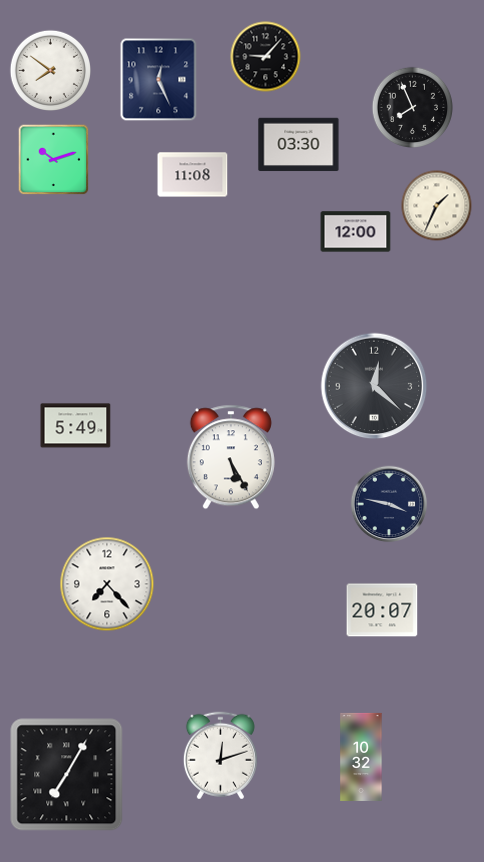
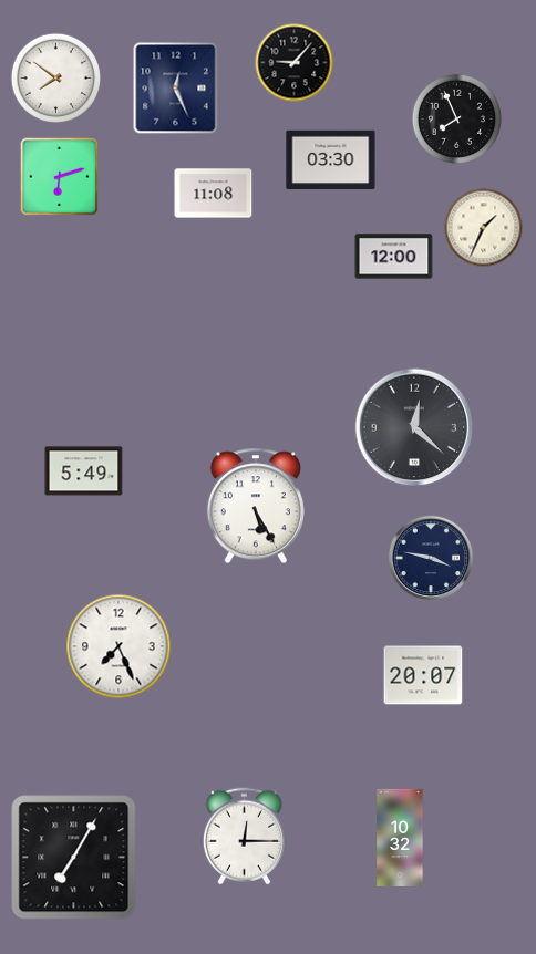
clock at (54, 160): 10:12 -> 6:12
clock at (107, 584): 7:23 -> 7:26
clock at (220, 756): 12:12 -> 12:15
